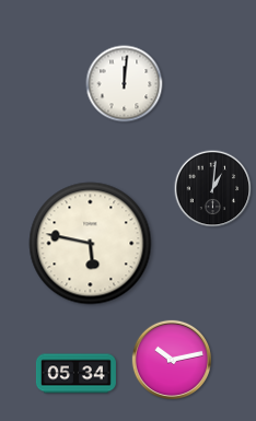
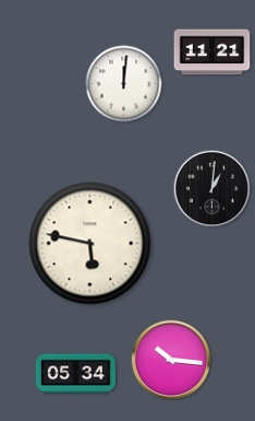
clock at (212, 52): none -> 11:21
clock at (172, 360): 10:13 -> 10:16
